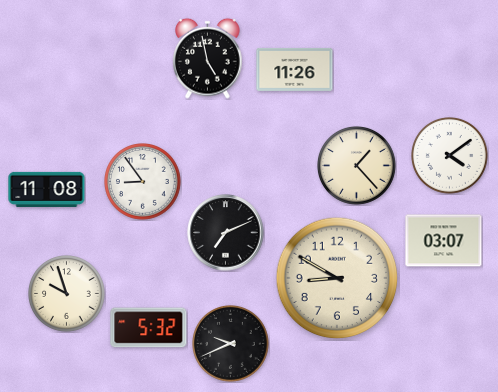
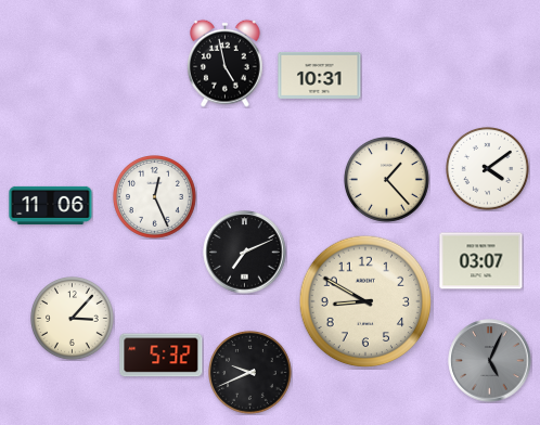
clock at (295, 69): 11:26 -> 10:31
clock at (143, 182): 8:54 -> 12:26
clock at (47, 189): 11:08 -> 11:06
clock at (67, 294): 9:57 -> 3:07
clock at (490, 361): none -> 5:04
